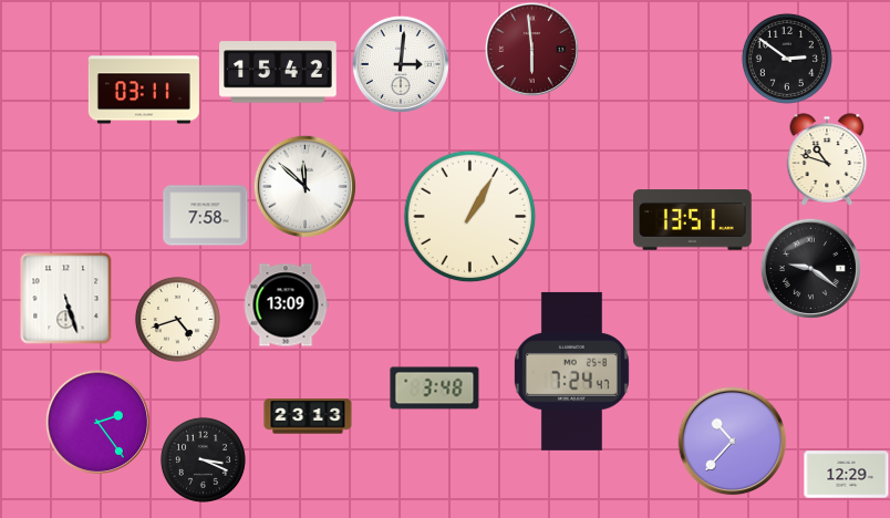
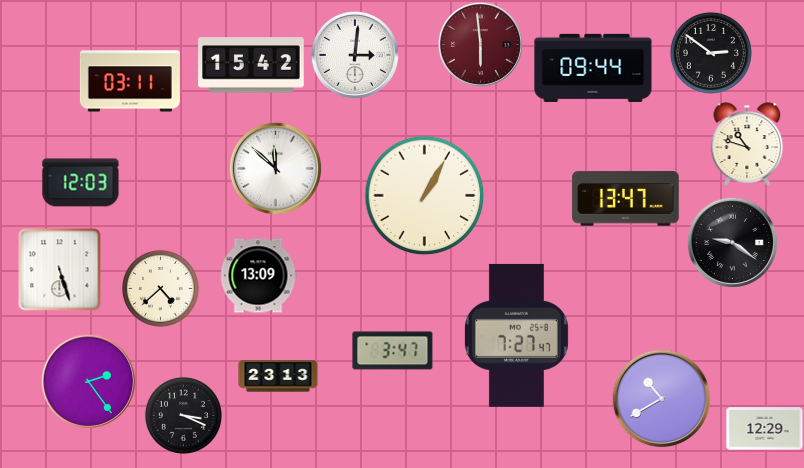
clock at (401, 64) position: (401, 64) -> (355, 55)
clock at (593, 68): none -> 09:44
clock at (81, 183): none -> 12:03
clock at (206, 216): 7:58 -> none
clock at (693, 220): 13:51 -> 13:47
clock at (177, 319): 4:42 -> 4:38
clock at (571, 371): 7:24 -> 7:27
clock at (435, 388): 3:48 -> 3:47
clock at (733, 442): 10:37 -> 10:40
